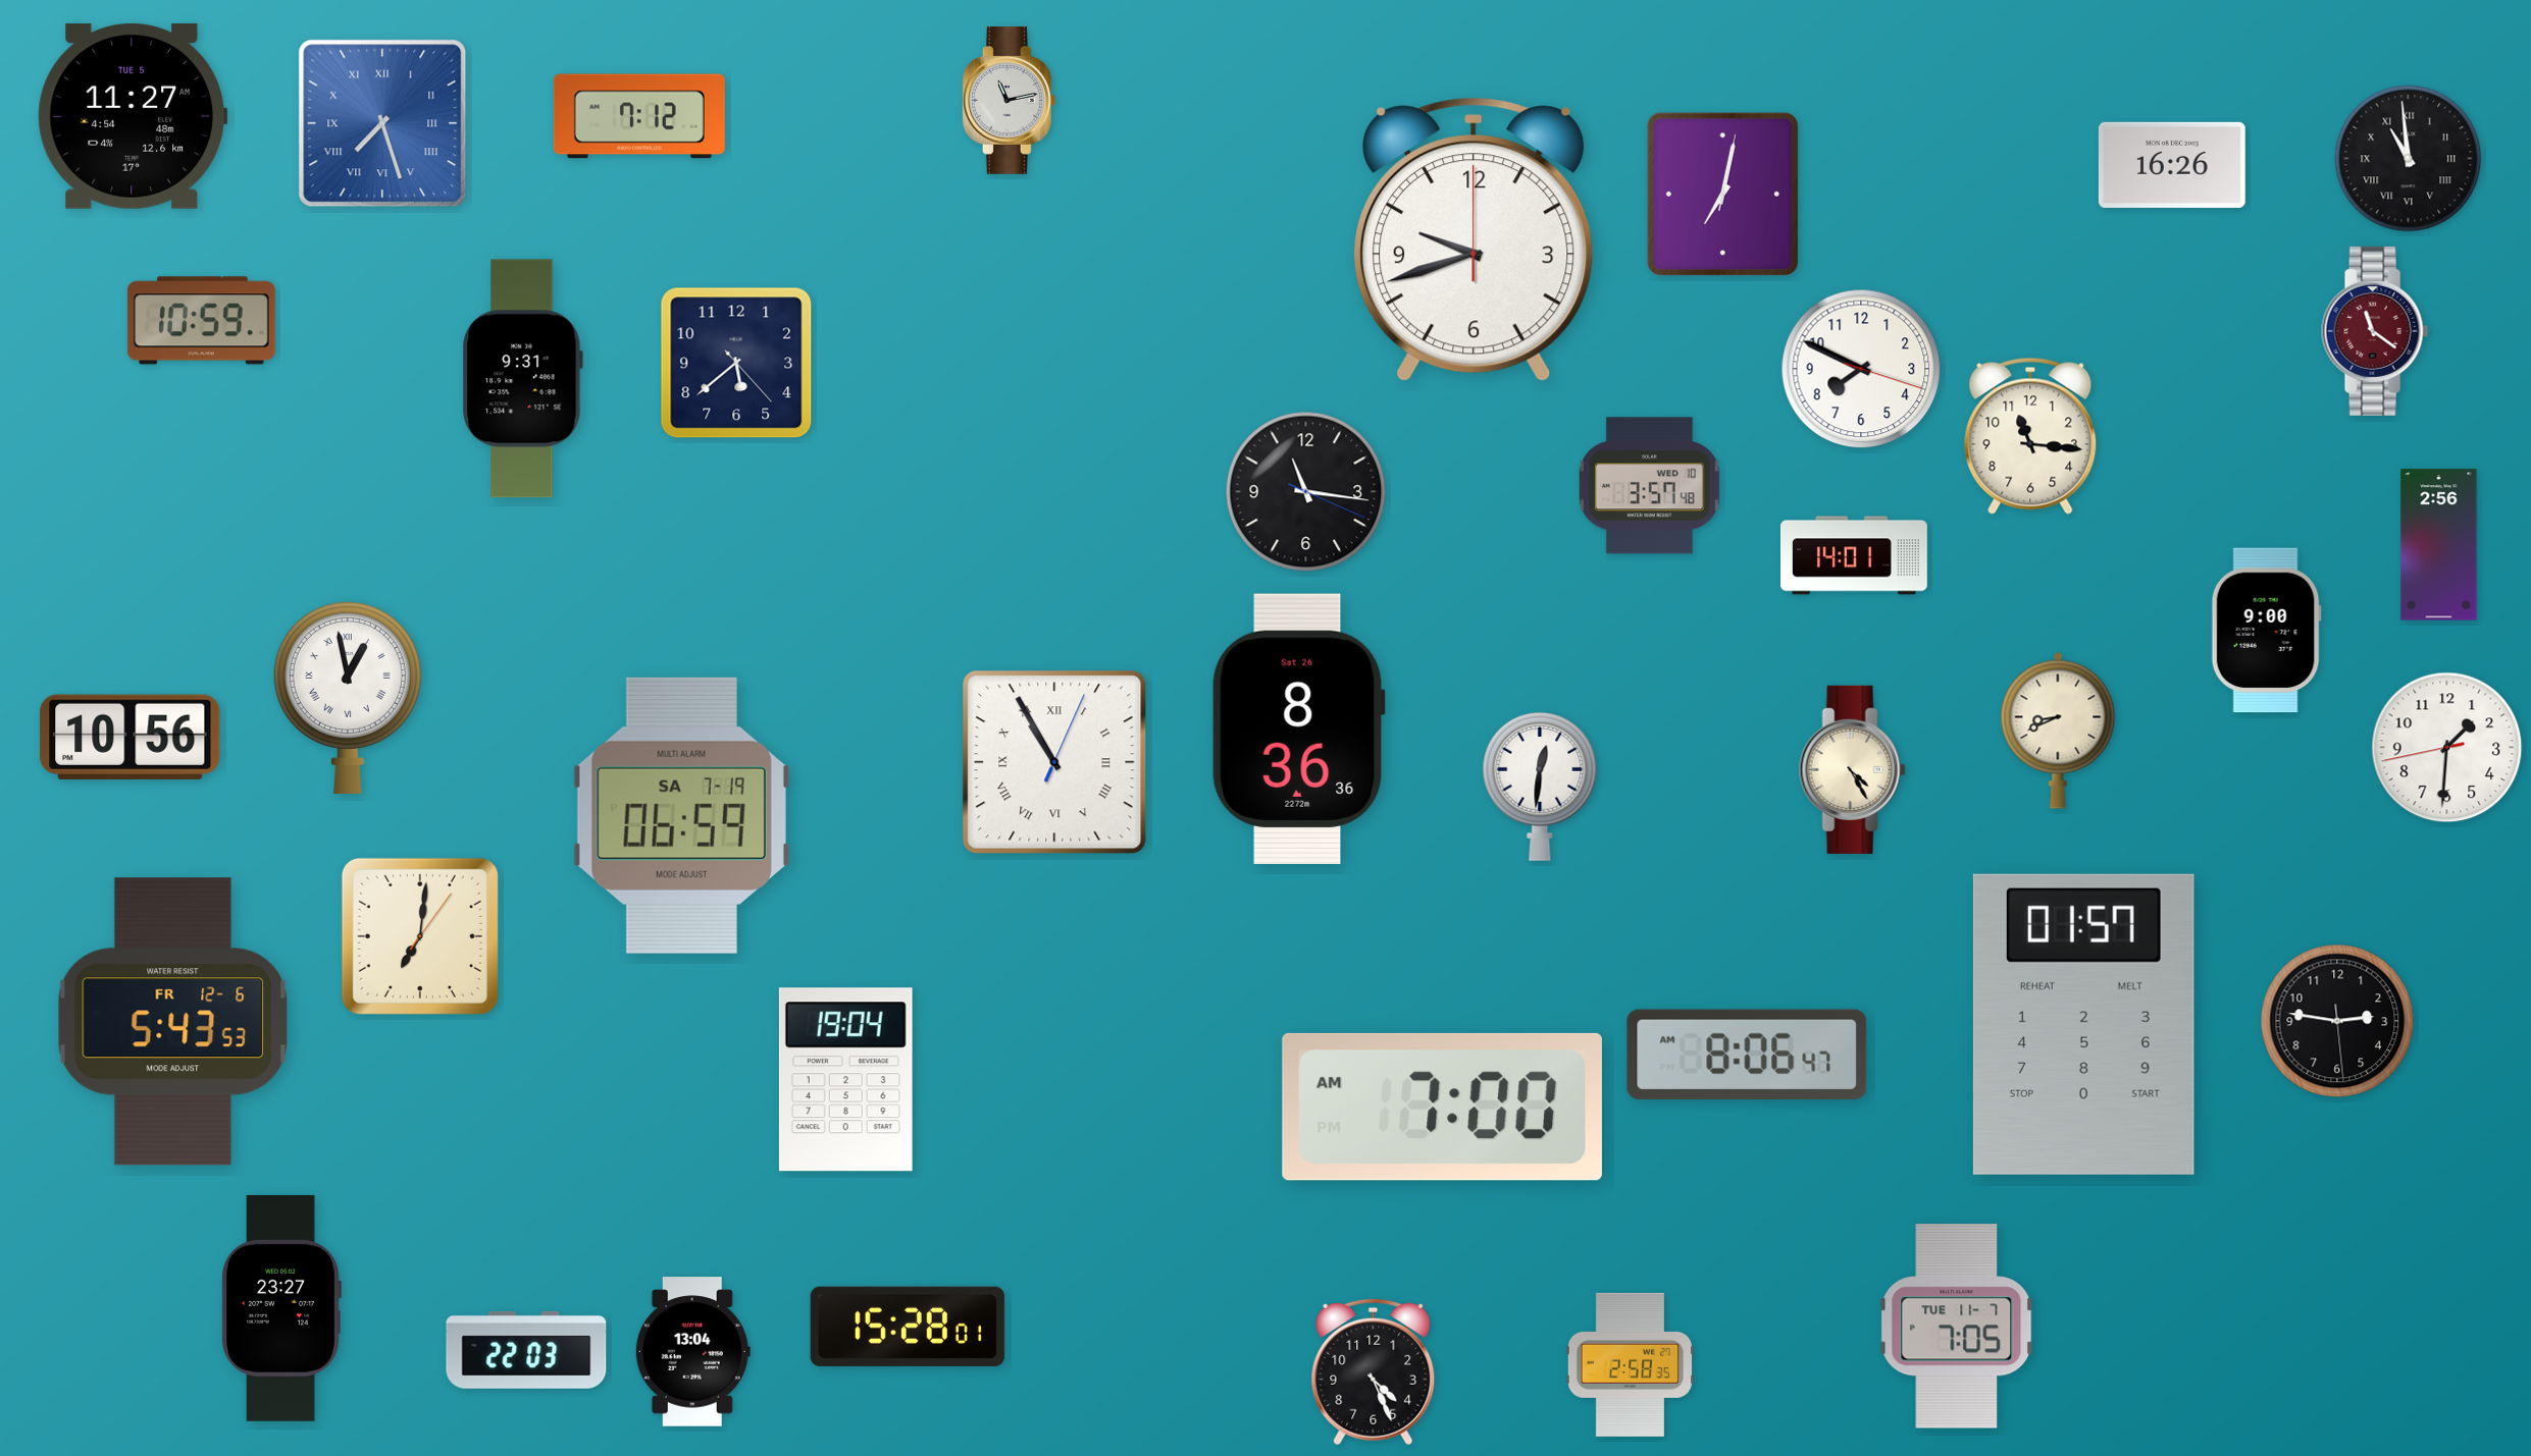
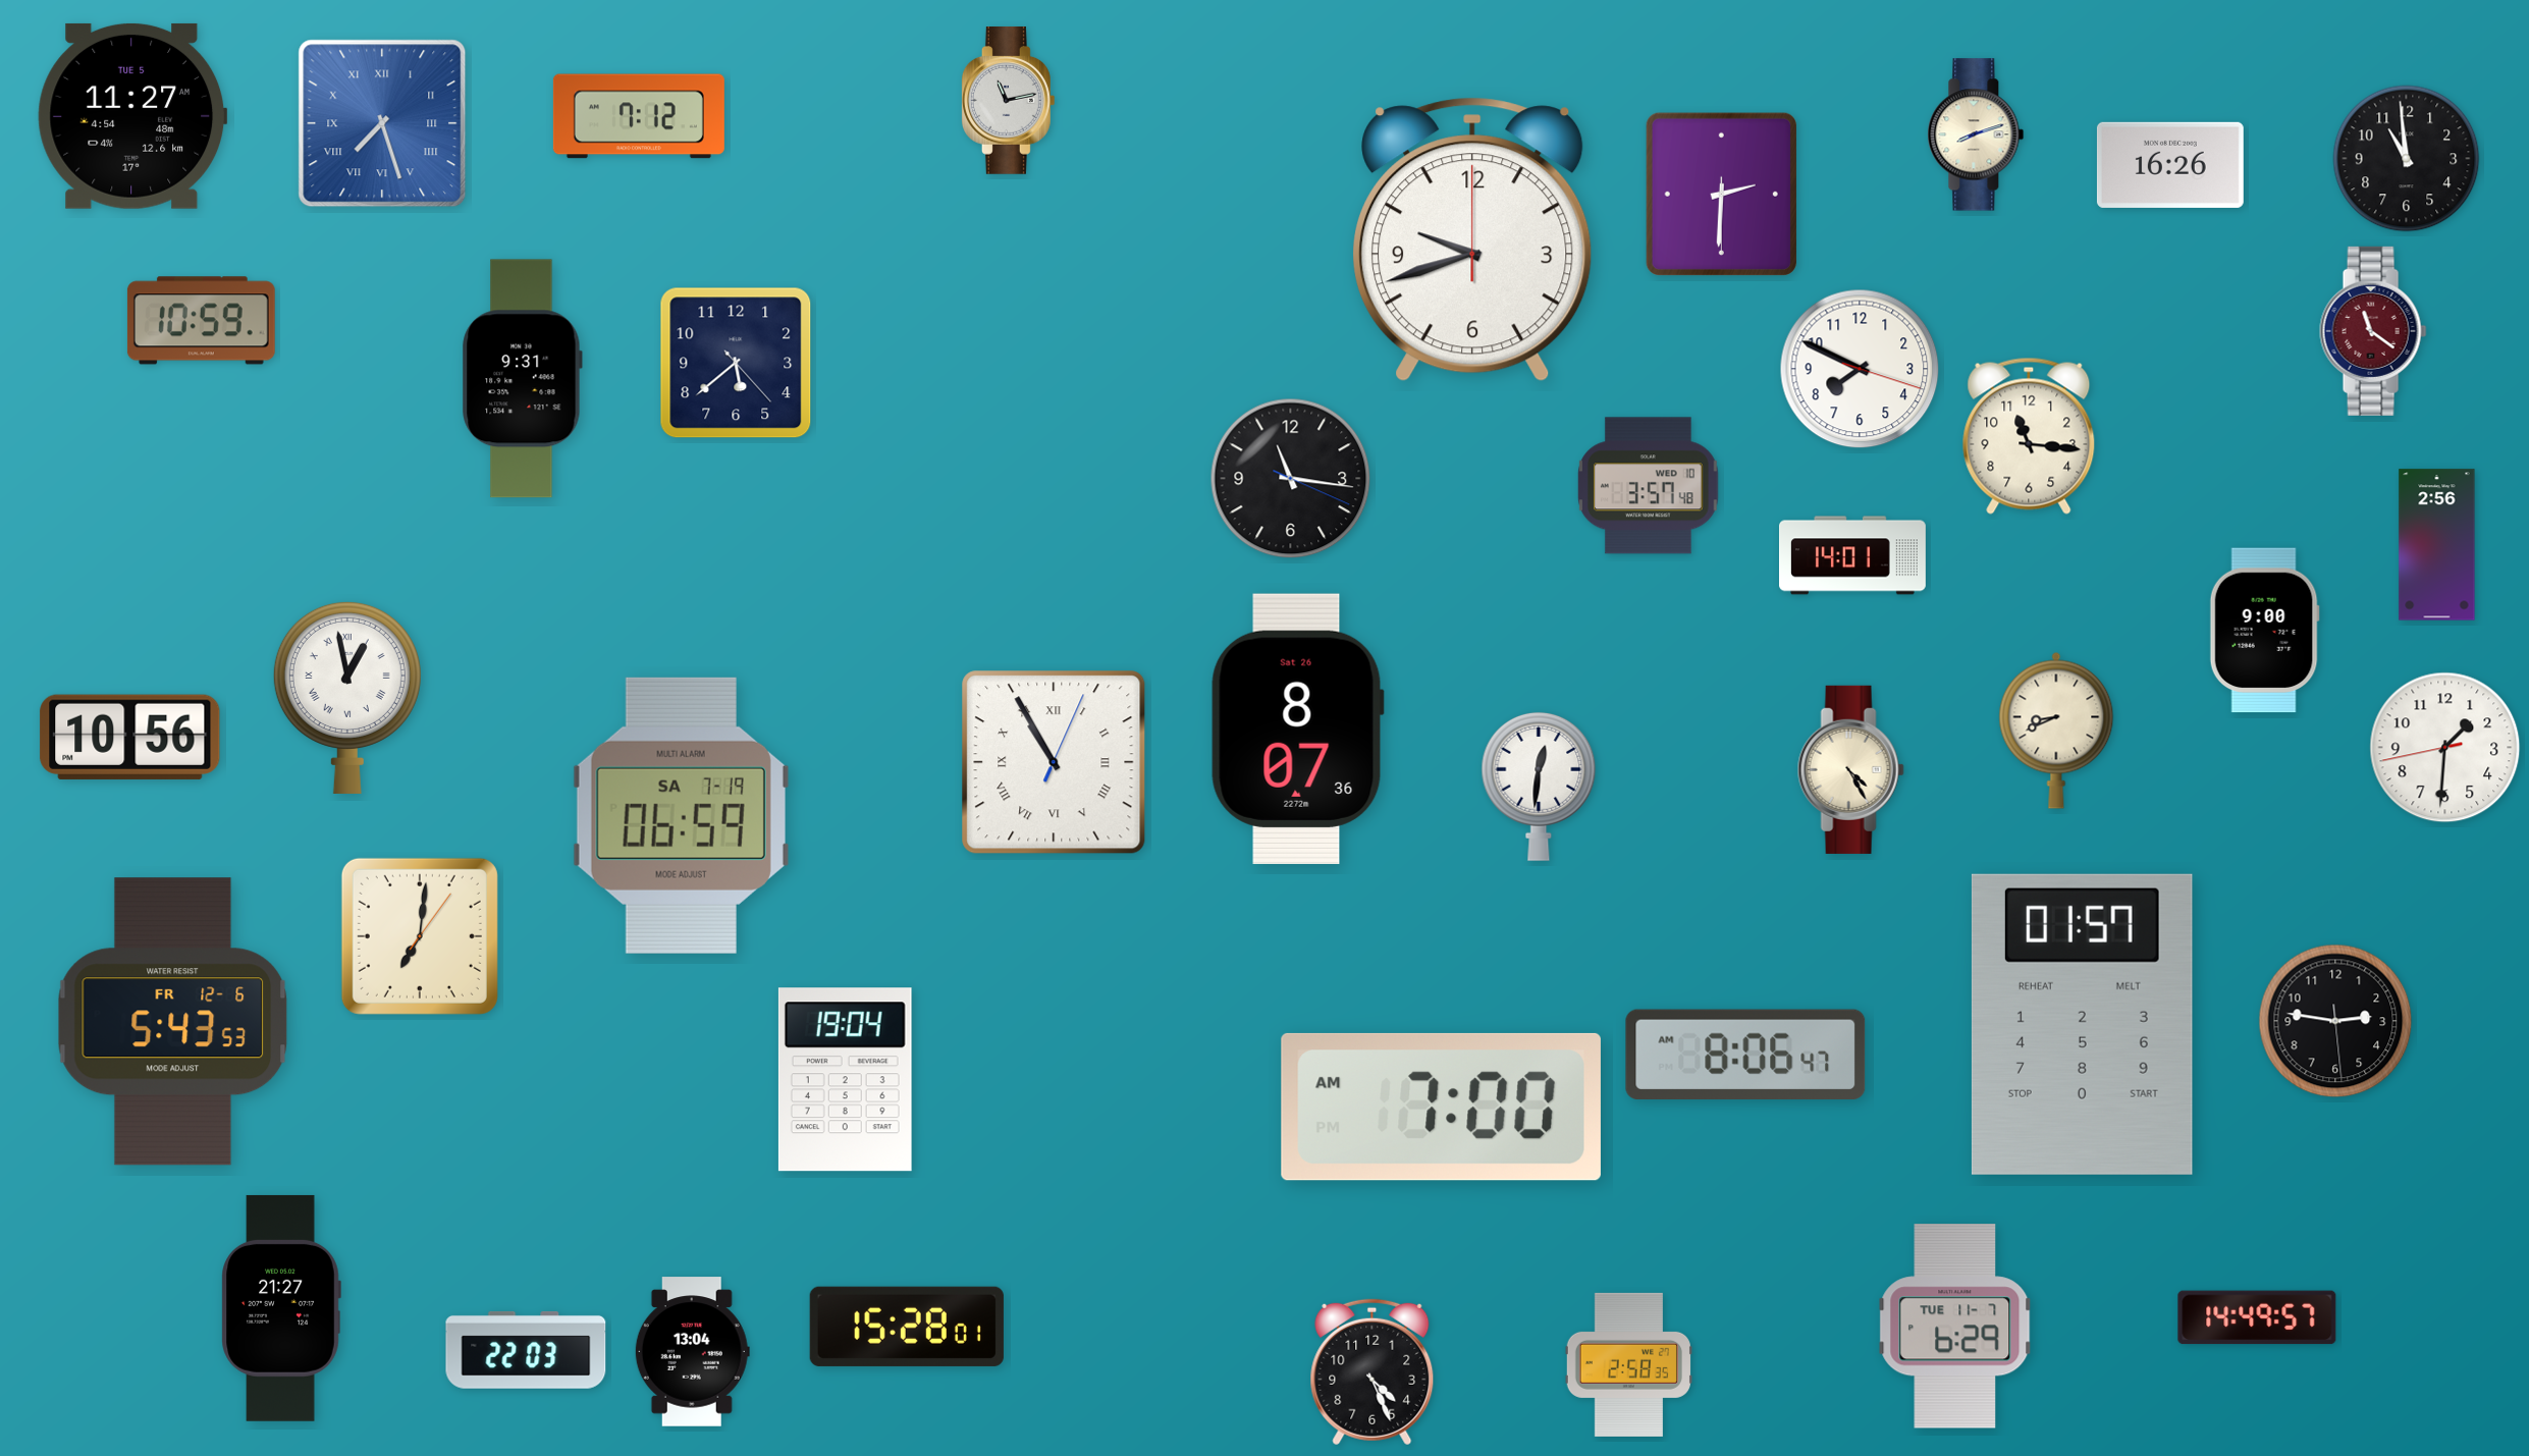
clock at (1976, 134): none -> 8:12
clock at (2409, 159) numerals: Roman -> Arabic
clock at (1722, 194): 7:02 -> 2:30
clock at (1306, 492) position: (1306, 492) -> (1291, 479)
clock at (1298, 729): 8:36 -> 8:07
clock at (281, 1308): 23:27 -> 21:27
clock at (2257, 1317): none -> 14:49
clock at (1957, 1327): 7:05 -> 6:29
